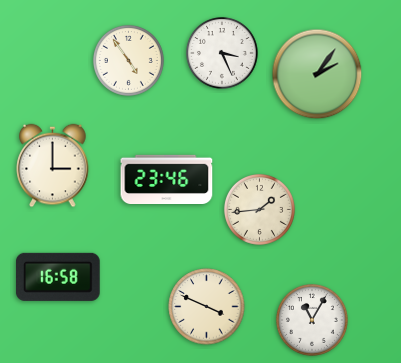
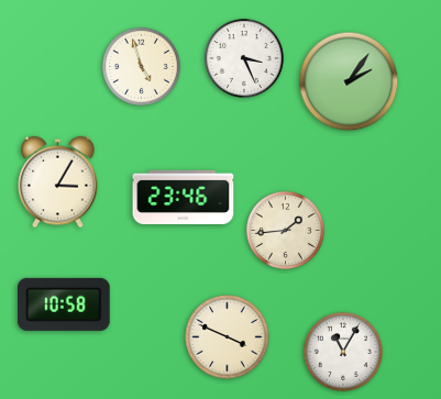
clock at (128, 60): 4:54 -> 4:57
clock at (53, 166): 3:00 -> 3:05
clock at (58, 277): 16:58 -> 10:58
